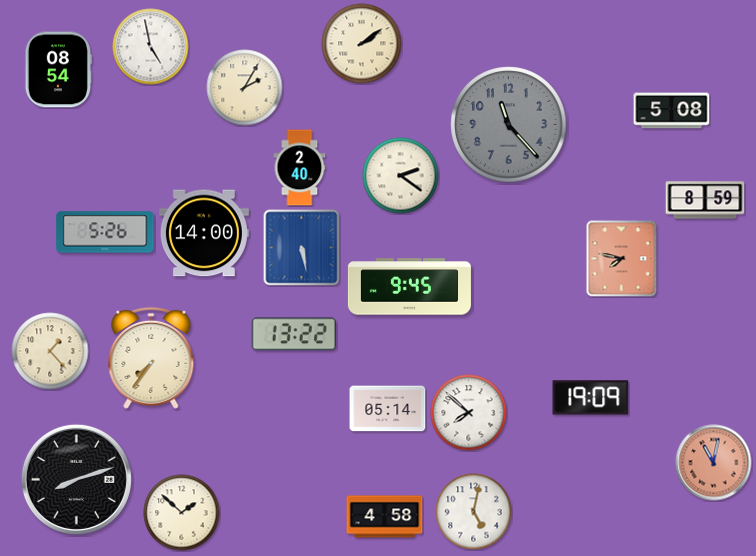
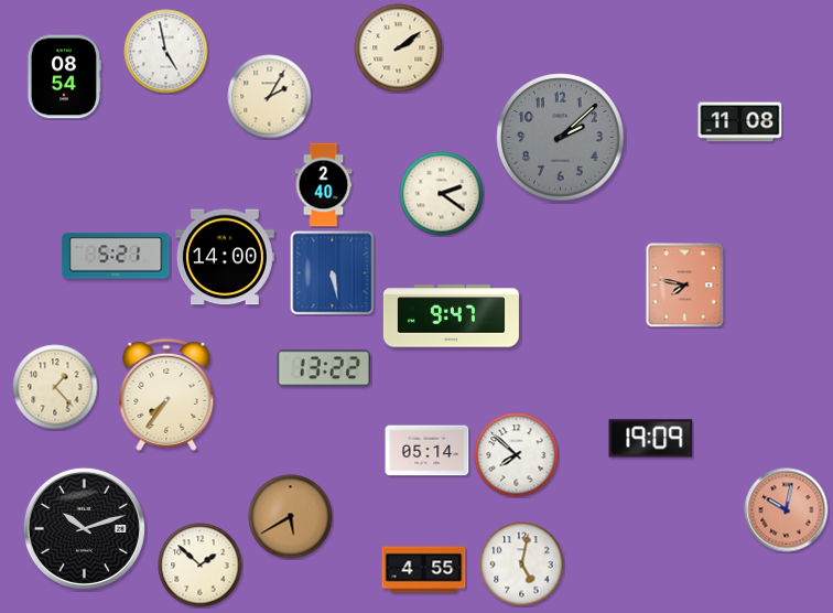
clock at (672, 111): 5:08 -> 11:08
clock at (509, 125): 11:23 -> 2:08
clock at (300, 168) position: (300, 168) -> (324, 185)
clock at (705, 200): 8:59 -> none
clock at (105, 232): 5:26 -> 5:21
clock at (409, 287): 9:45 -> 9:47
clock at (714, 463): 11:02 -> 10:02
clock at (291, 517): none -> 5:40
clock at (76, 479): 8:12 -> 10:12
clock at (385, 517): 4:58 -> 4:55
